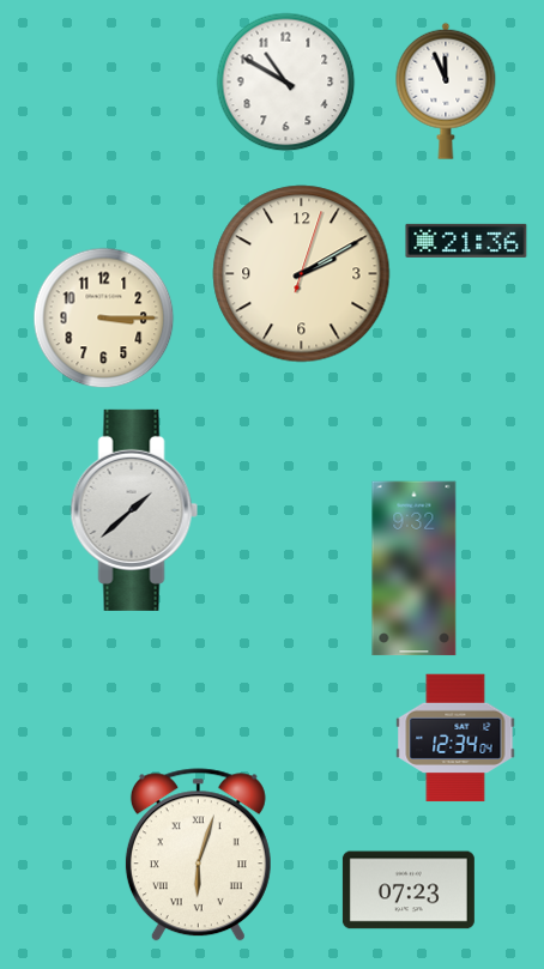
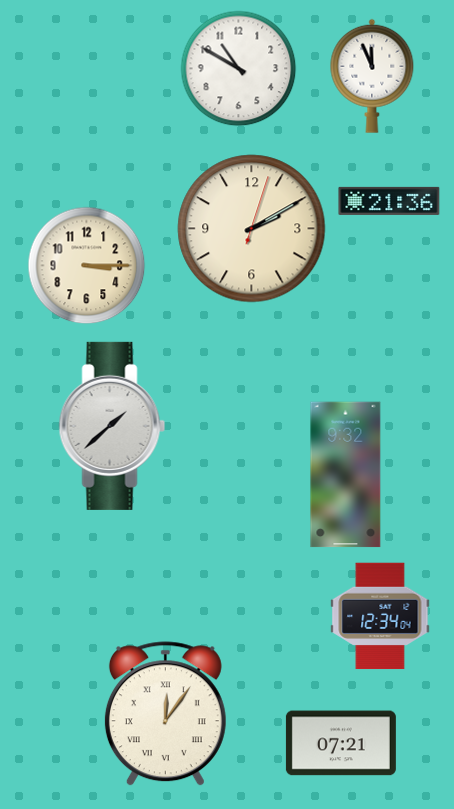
clock at (198, 855): 6:03 -> 12:06
clock at (409, 890): 07:23 -> 07:21
